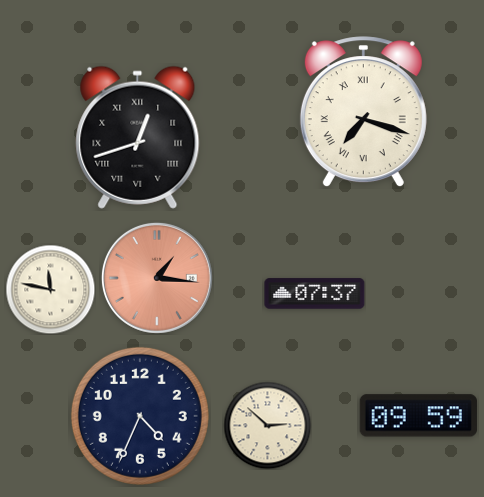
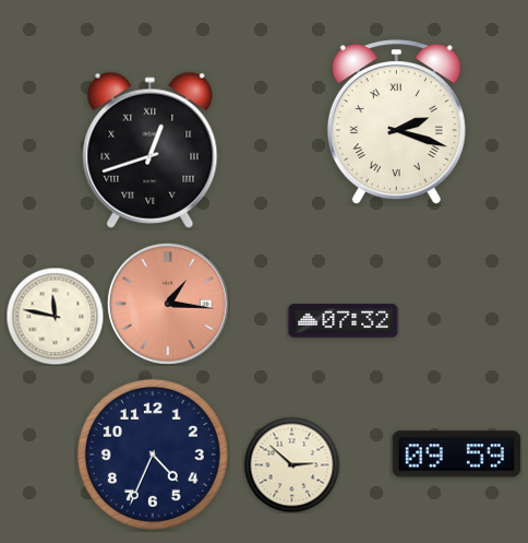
clock at (363, 112): 7:18 -> 2:18
clock at (157, 278) position: (157, 278) -> (168, 304)
clock at (315, 294): 07:37 -> 07:32
